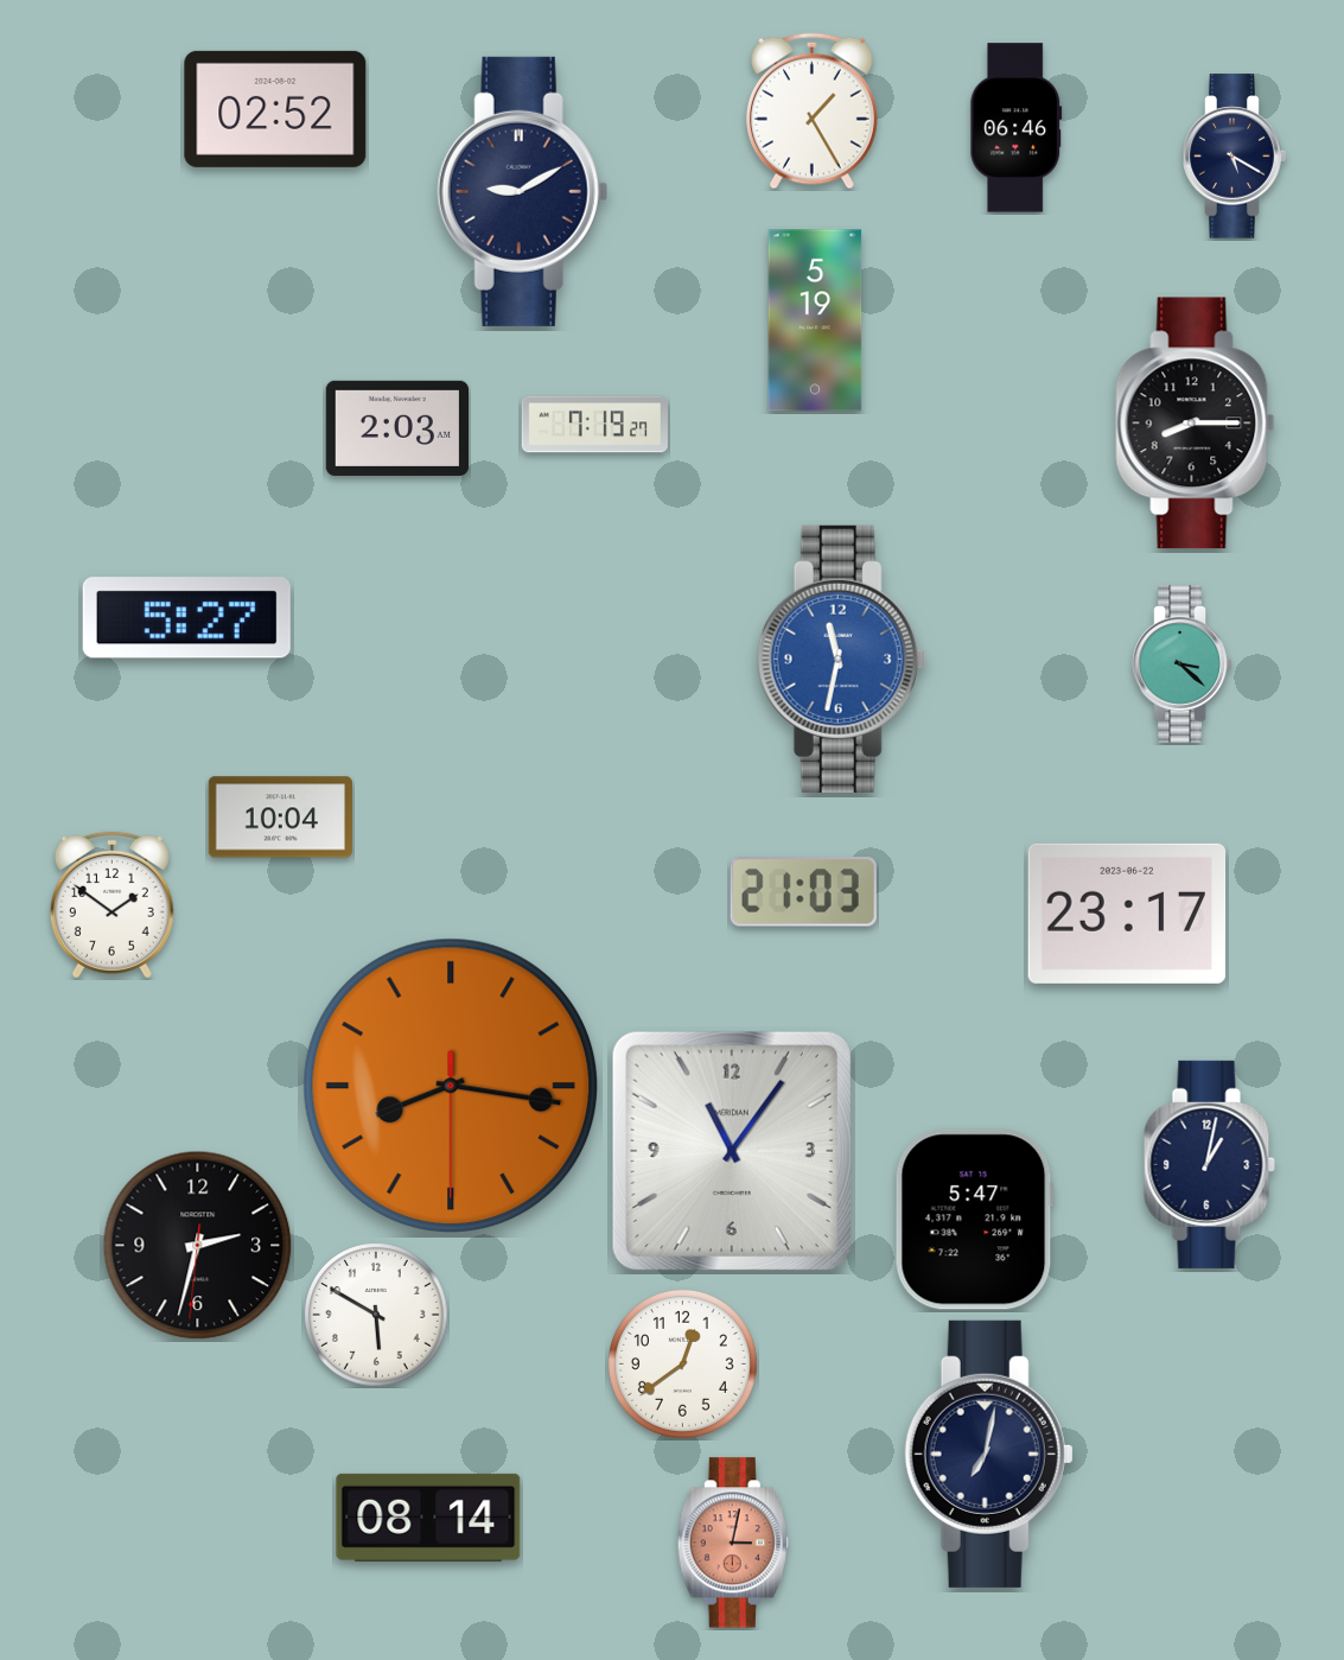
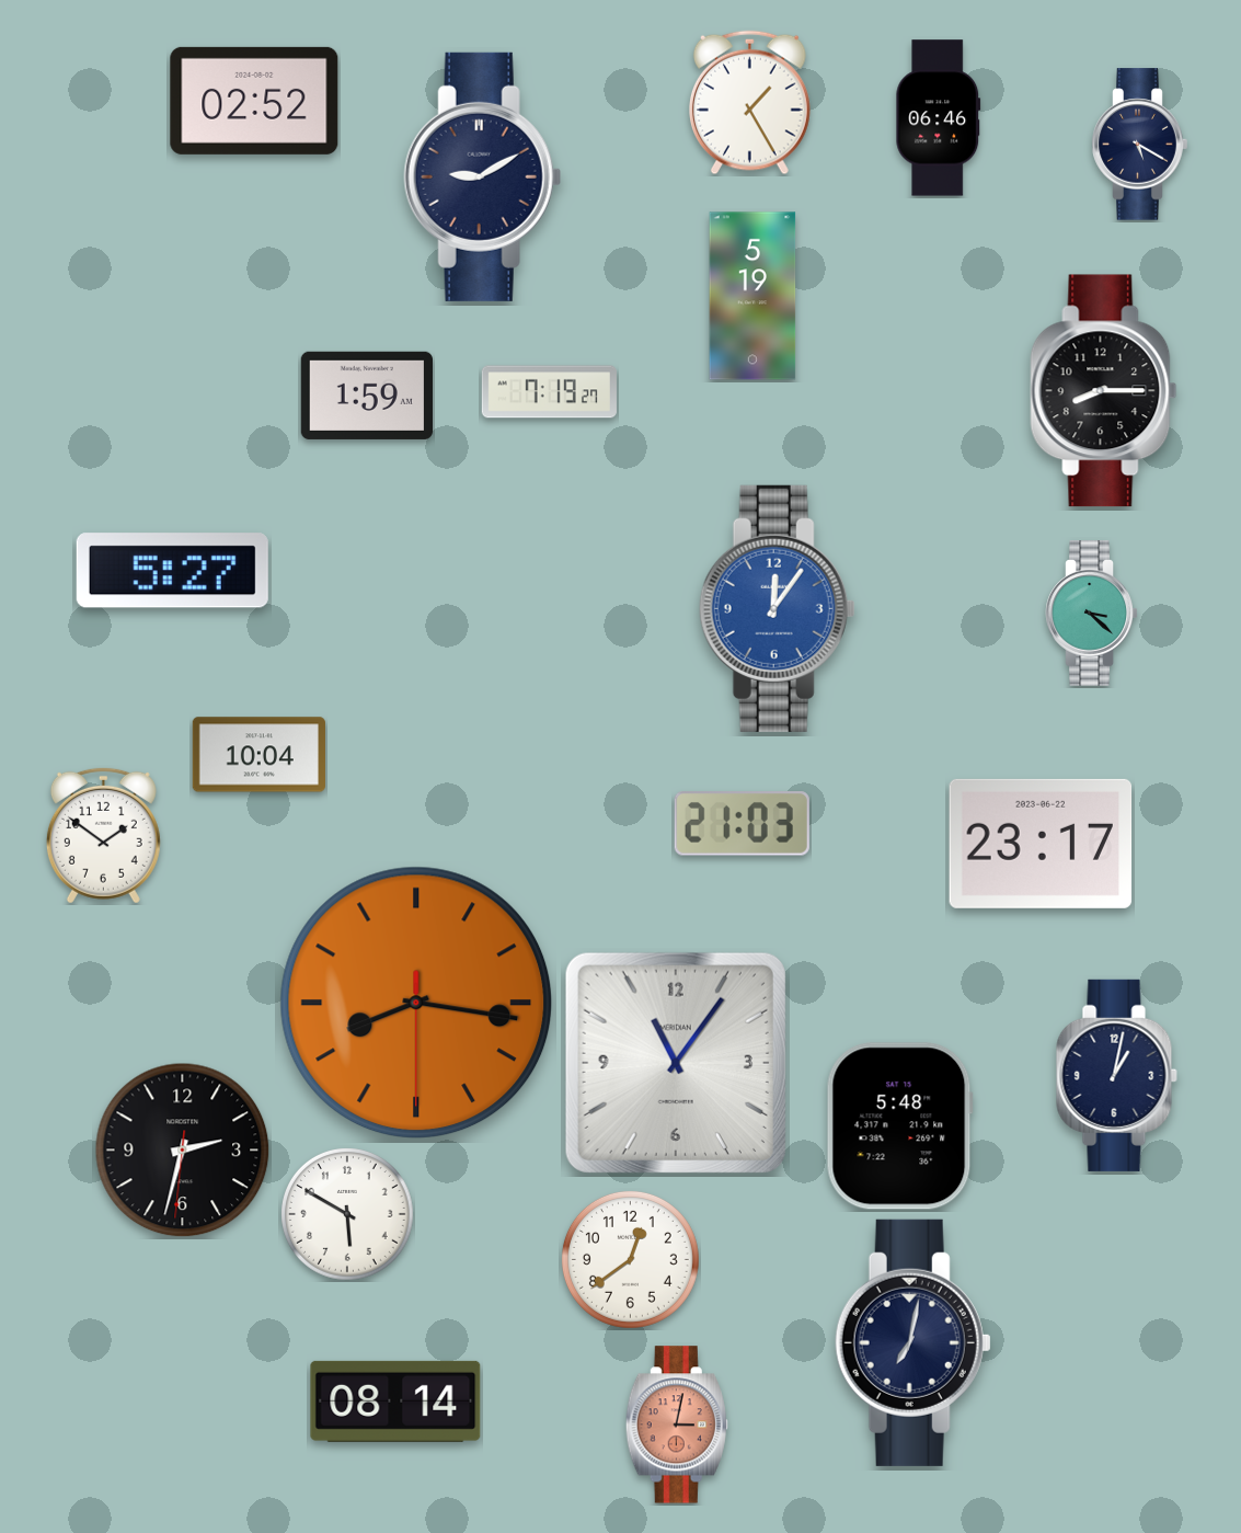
clock at (396, 428): 2:03 -> 1:59
clock at (841, 659): 11:32 -> 12:06
clock at (974, 1220): 5:47 -> 5:48
